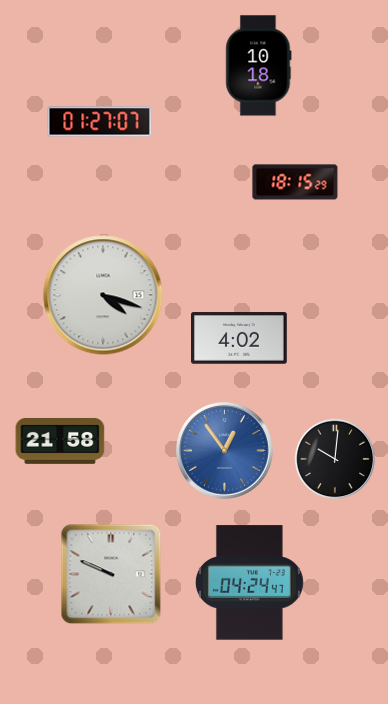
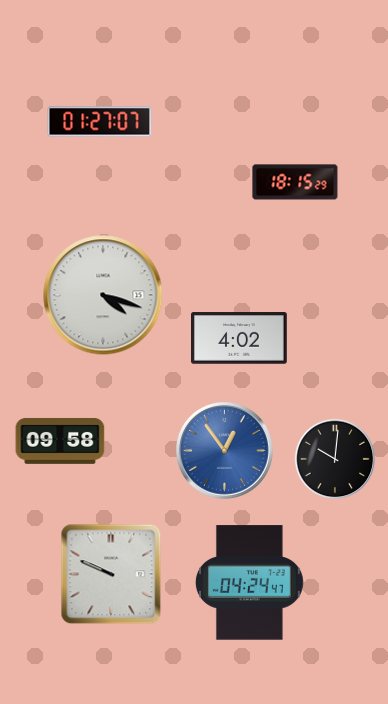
clock at (259, 66): 10:18 -> none
clock at (60, 441): 21:58 -> 09:58
